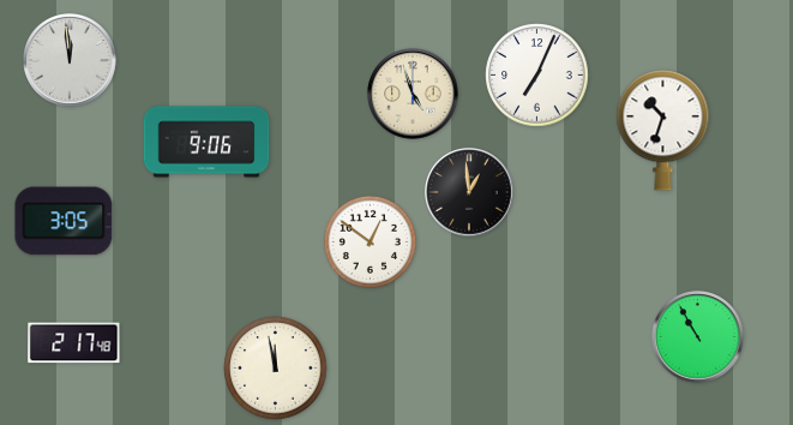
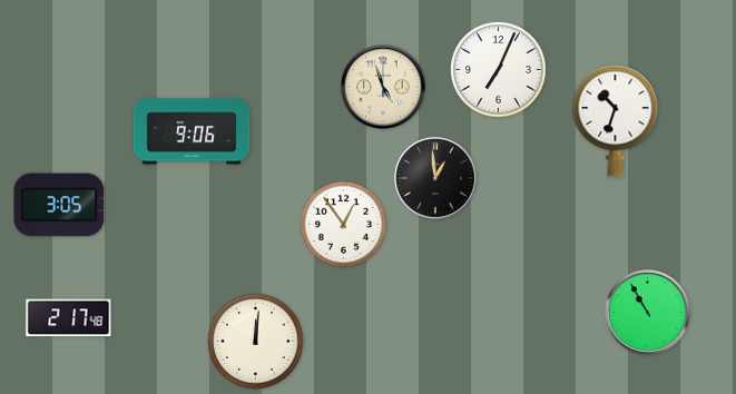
clock at (70, 60): 11:59 -> none
clock at (370, 241): 12:51 -> 12:54
clock at (276, 369): 11:58 -> 12:01
